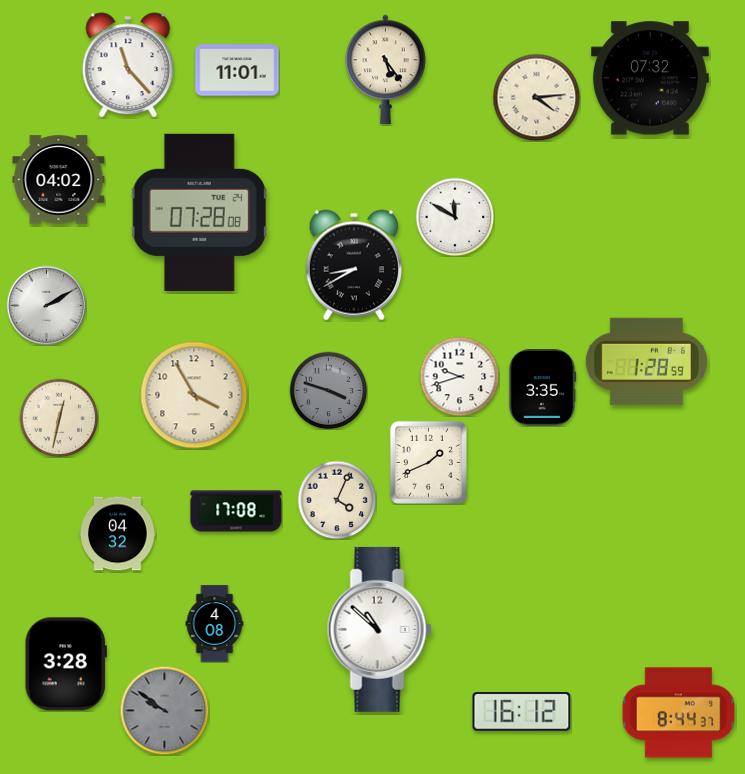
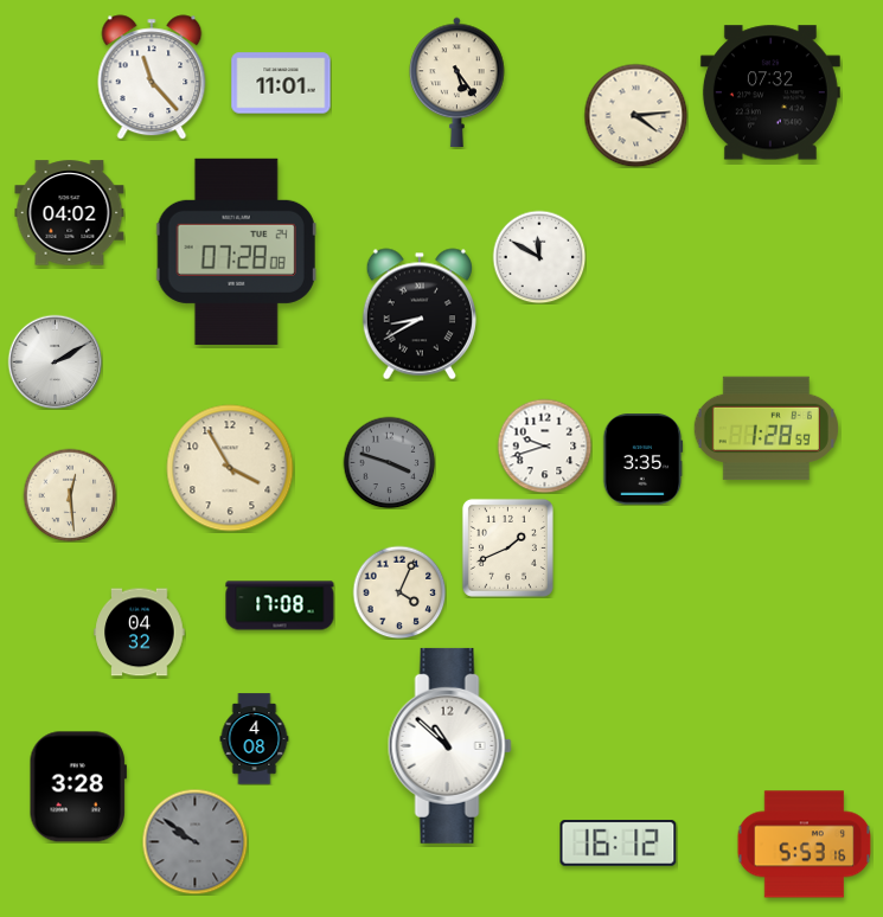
clock at (59, 418): 12:32 -> 12:29
clock at (679, 713): 8:44 -> 5:53
